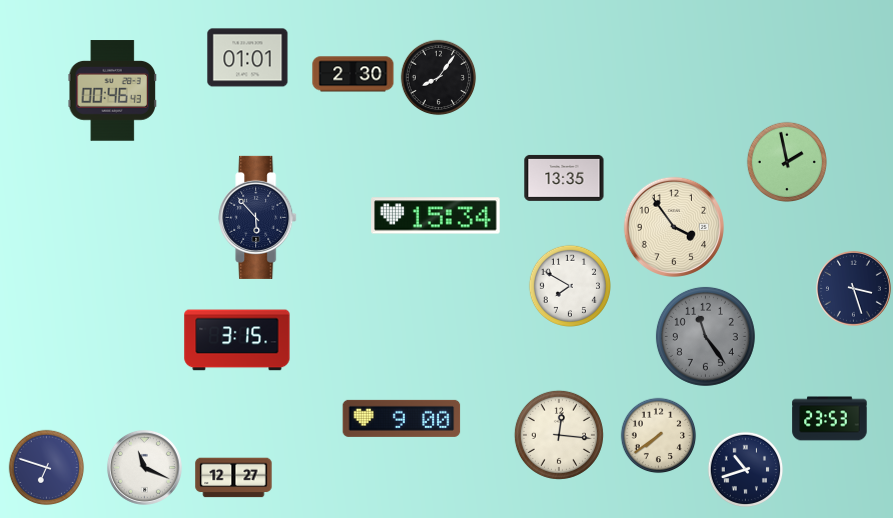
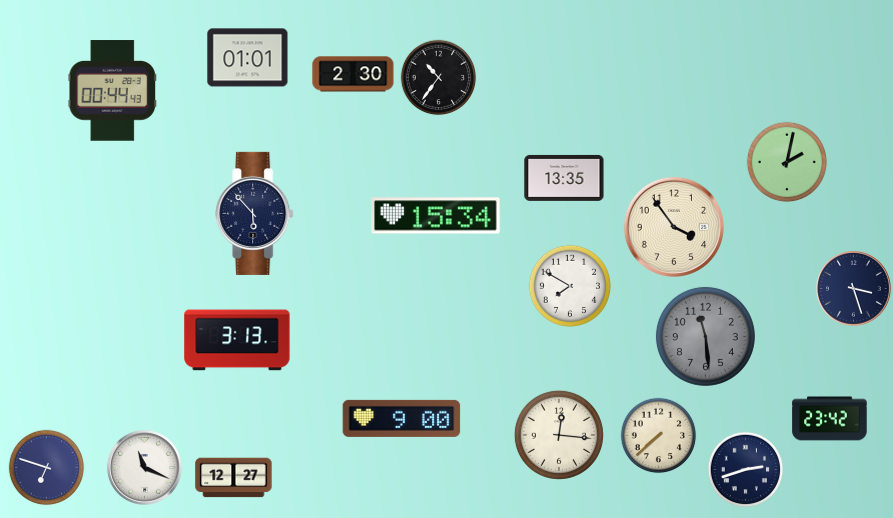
clock at (439, 78): 8:06 -> 10:36
clock at (112, 91): 00:46 -> 00:44
clock at (786, 161): 1:58 -> 2:02
clock at (258, 217) position: (258, 217) -> (255, 213)
clock at (705, 336): 11:24 -> 11:29
clock at (237, 340): 3:15 -> 3:13
clock at (830, 419): 23:53 -> 23:42
clock at (659, 436): 7:39 -> 7:38
clock at (746, 470): 10:42 -> 2:42
